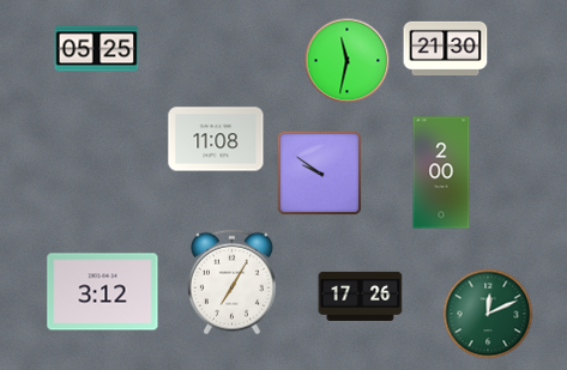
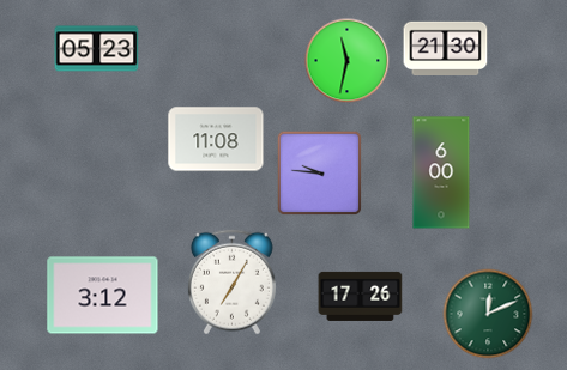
clock at (97, 49): 05:25 -> 05:23
clock at (441, 172): 2:00 -> 6:00
clock at (320, 174): 9:51 -> 9:46
clock at (103, 292) position: (103, 292) -> (103, 296)
